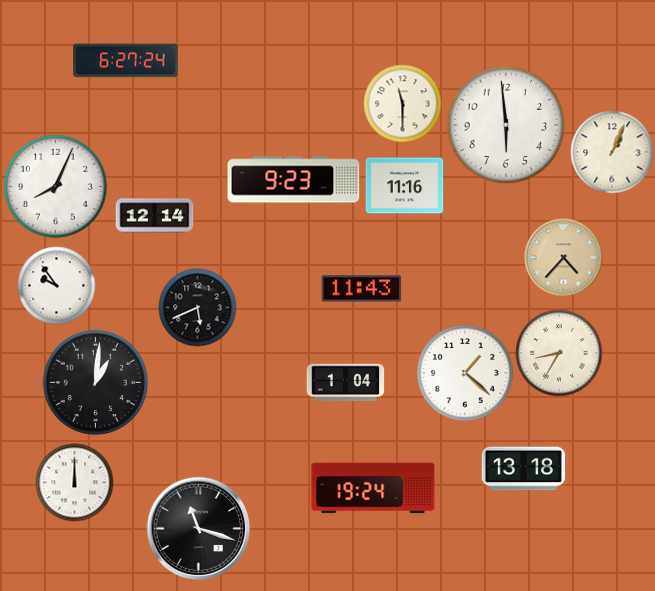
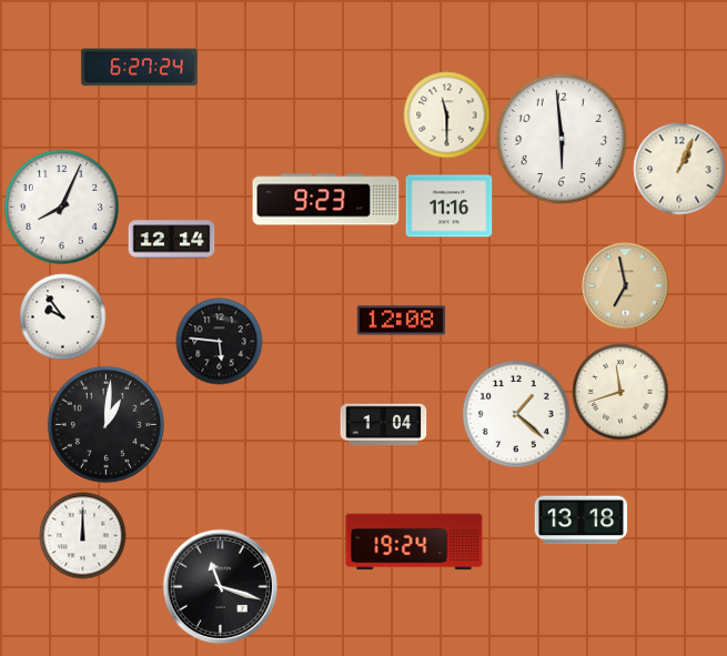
clock at (563, 257): 4:37 -> 6:58
clock at (361, 289): 11:43 -> 12:08
clock at (197, 307): 5:41 -> 5:46
clock at (559, 353): 8:35 -> 11:42
